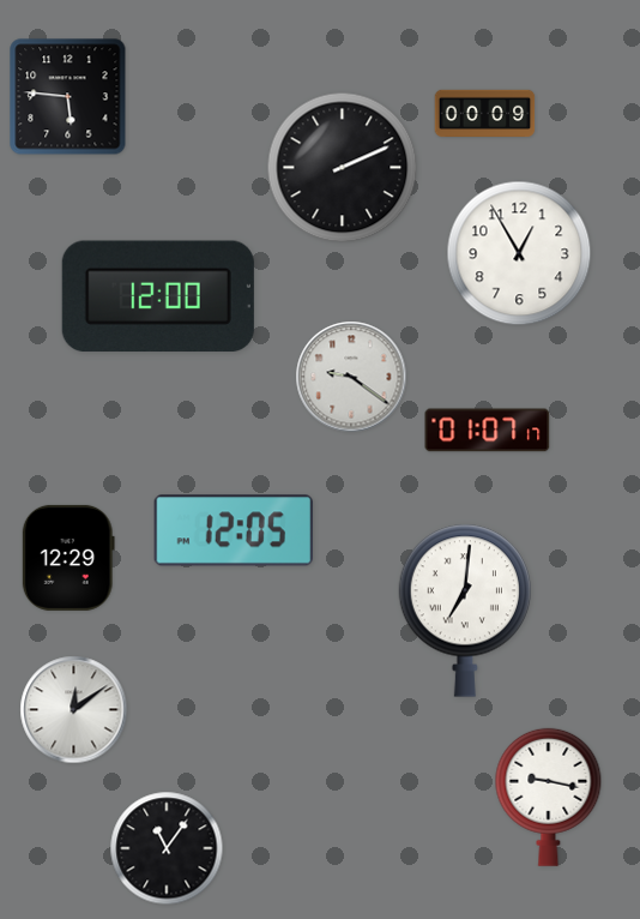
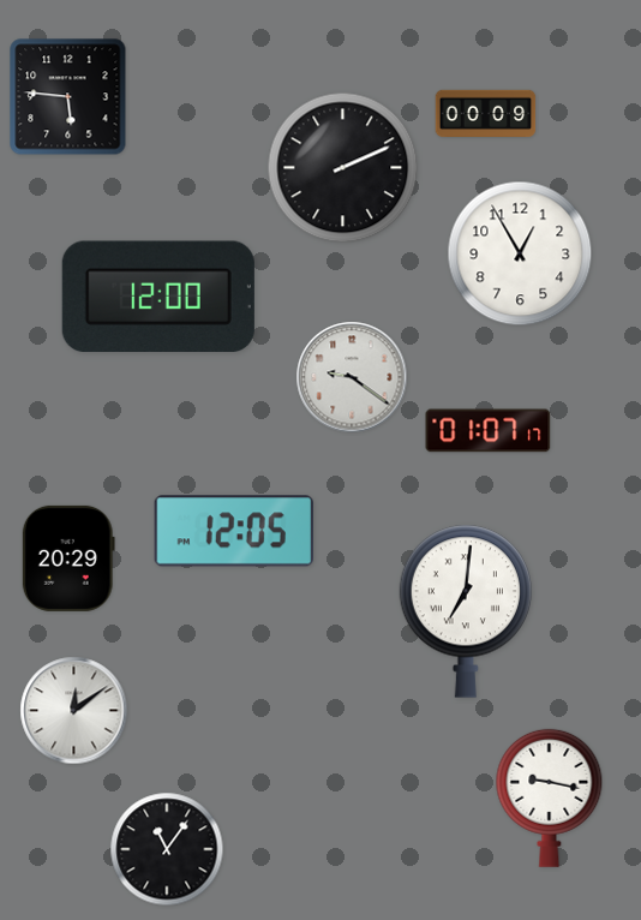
clock at (68, 558): 12:29 -> 20:29
